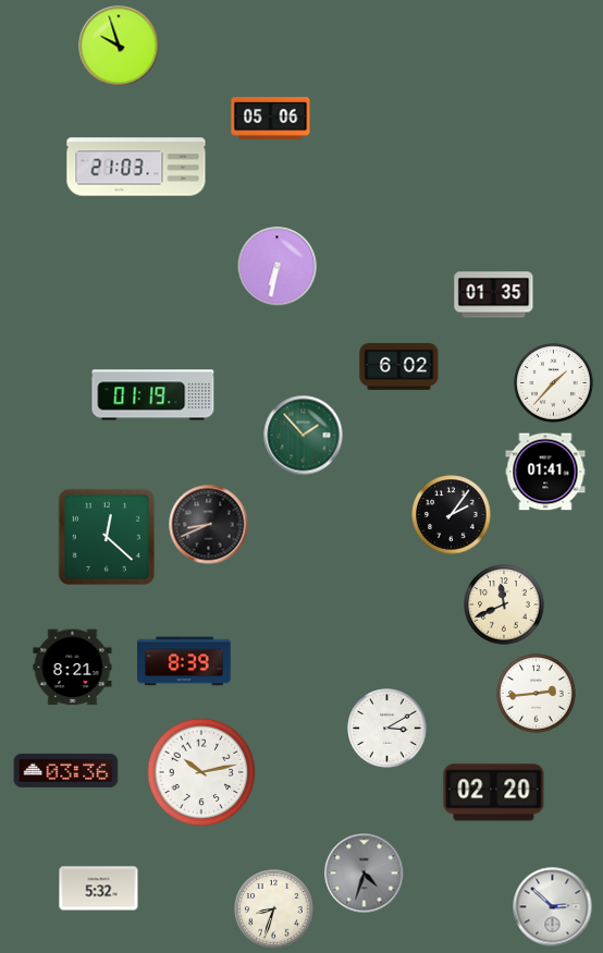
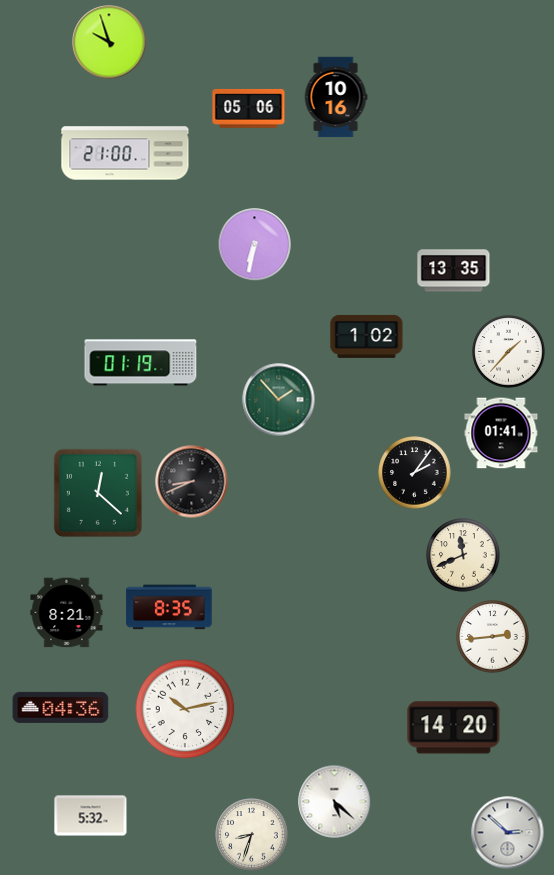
clock at (336, 97): none -> 10:16
clock at (136, 167): 21:03 -> 21:00
clock at (494, 295): 01:35 -> 13:35
clock at (399, 366): 6:02 -> 1:02
clock at (184, 661): 8:39 -> 8:35
clock at (387, 729): 3:10 -> none
clock at (66, 770): 03:36 -> 04:36
clock at (494, 793): 02:20 -> 14:20
clock at (365, 873): 4:33 -> 5:22
clock at (365, 873) dial: grey -> white
